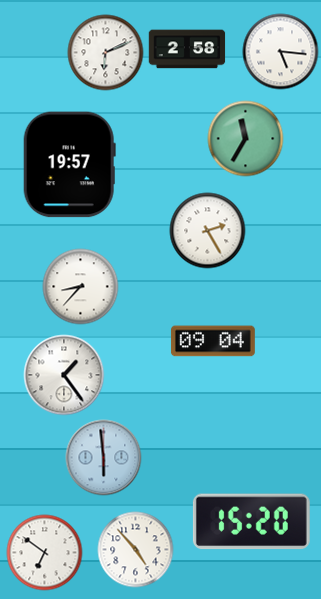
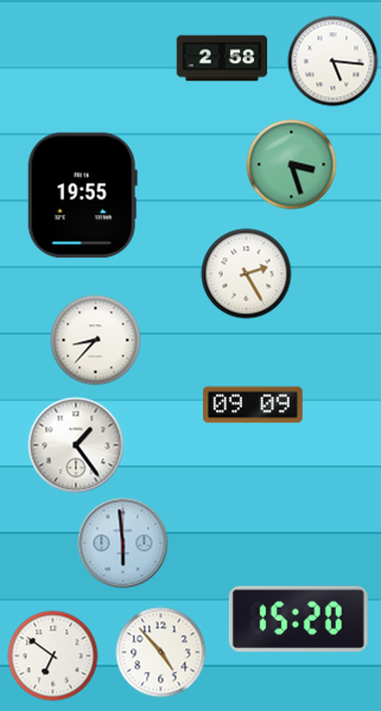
clock at (106, 53): 6:11 -> none
clock at (246, 139): 11:35 -> 3:27
clock at (69, 165): 19:57 -> 19:55
clock at (213, 341): 09:04 -> 09:09
